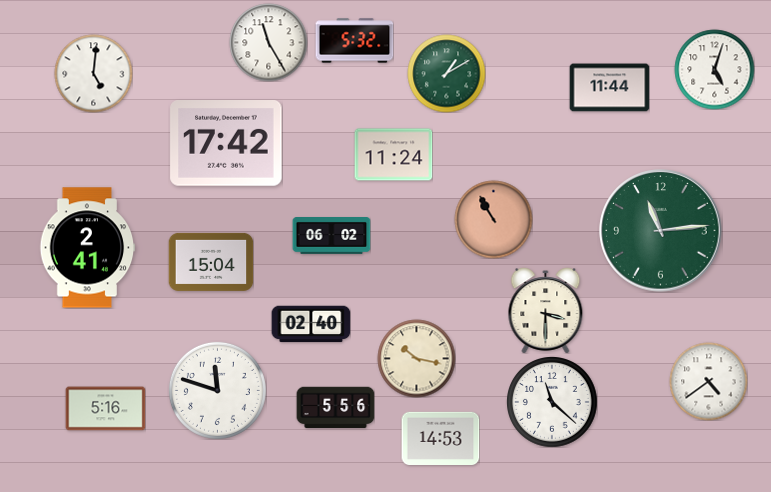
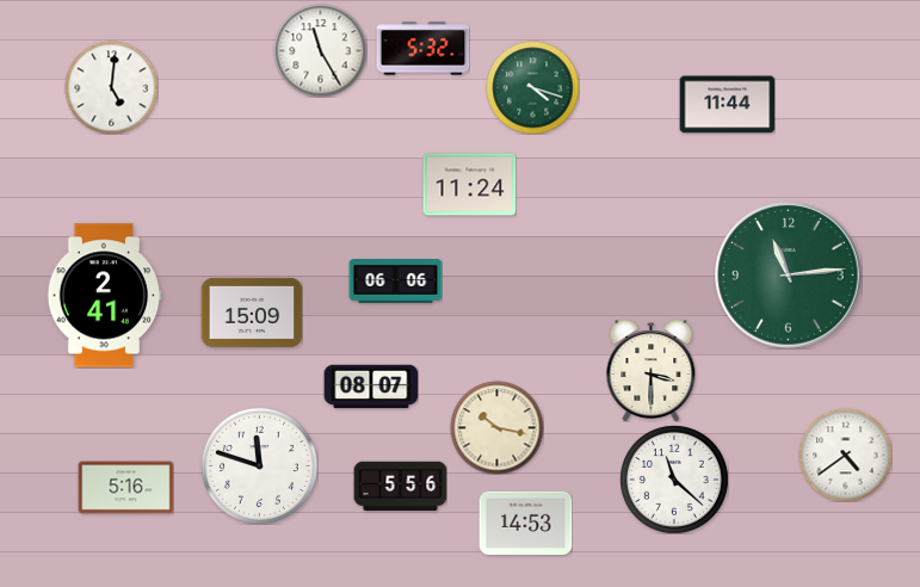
clock at (714, 69): 5:03 -> none
clock at (446, 73): 1:10 -> 4:18
clock at (226, 144): 17:42 -> none
clock at (493, 219): 10:55 -> none
clock at (331, 236): 06:02 -> 06:06
clock at (211, 262): 15:04 -> 15:09
clock at (311, 324): 02:40 -> 08:07
clock at (552, 402) position: (552, 402) -> (674, 480)
